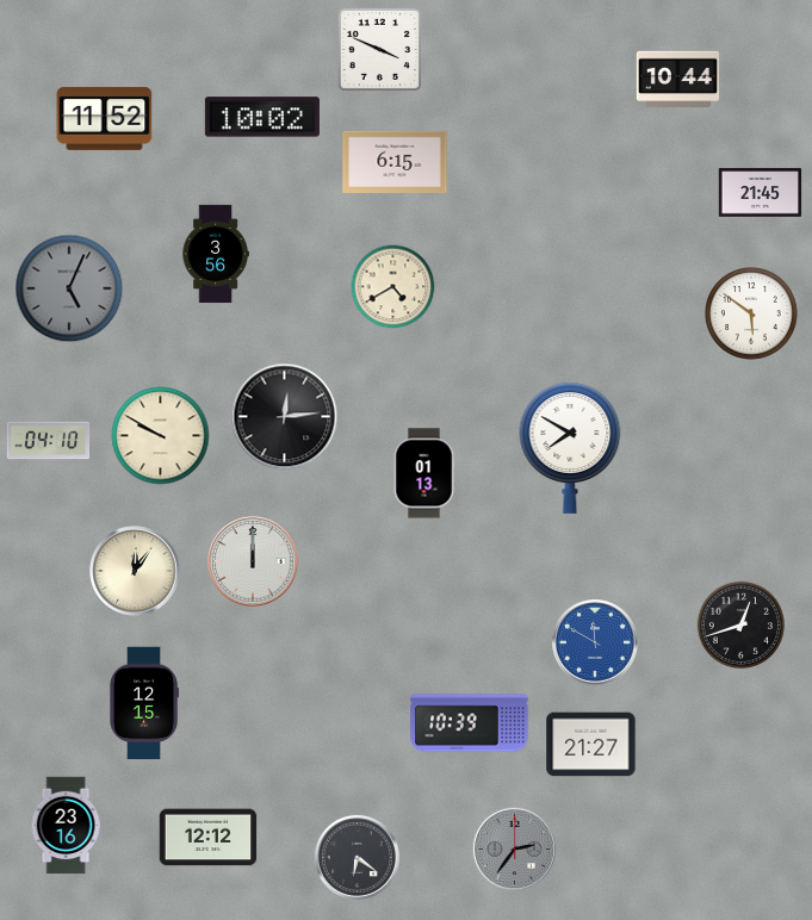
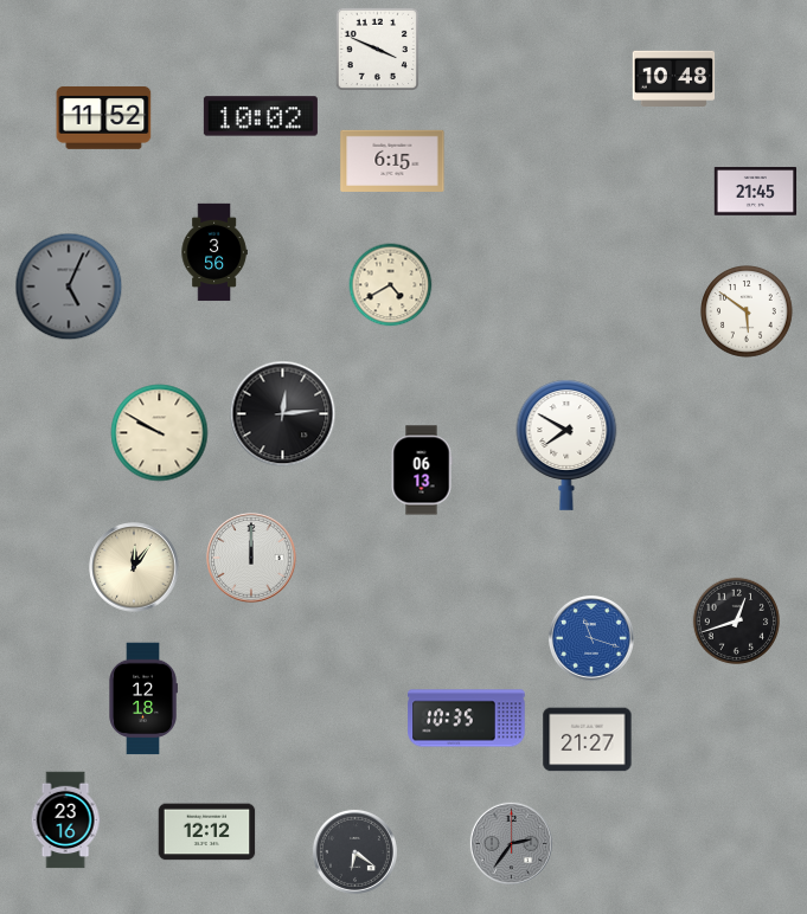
clock at (678, 80): 10:44 -> 10:48
clock at (49, 441): 04:10 -> none
clock at (424, 473): 01:13 -> 06:13
clock at (595, 642): 11:50 -> 11:18
clock at (144, 703): 12:15 -> 12:18
clock at (470, 723): 10:39 -> 10:35
